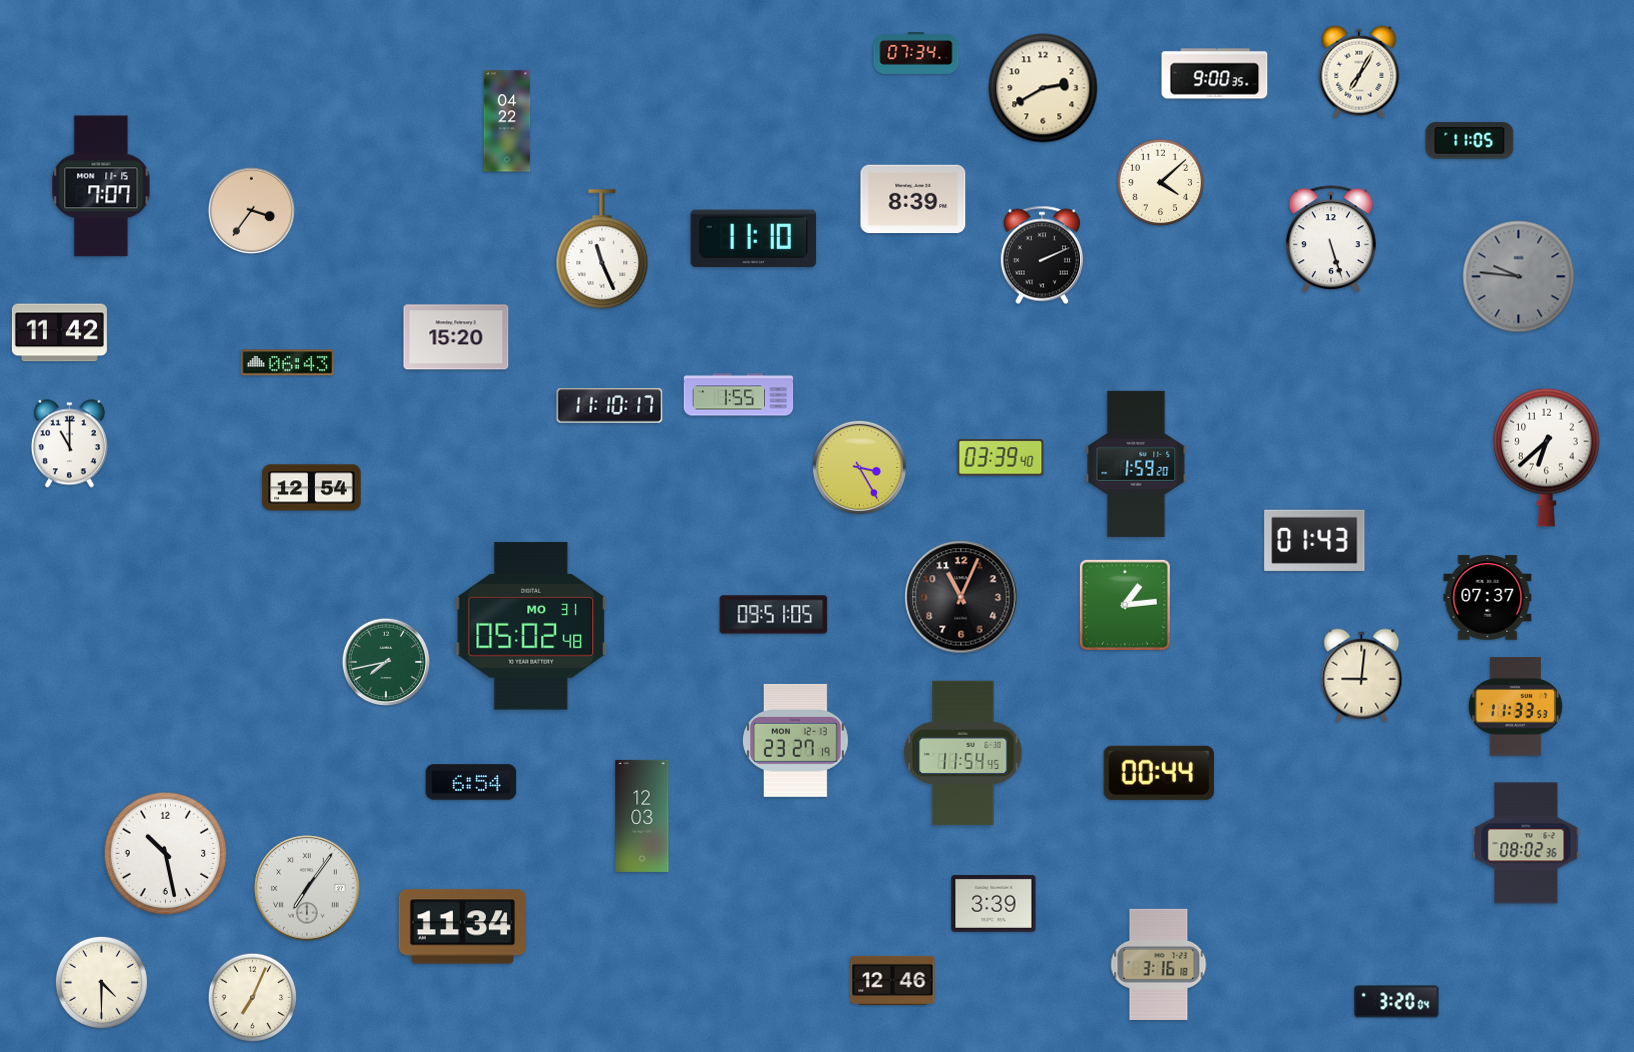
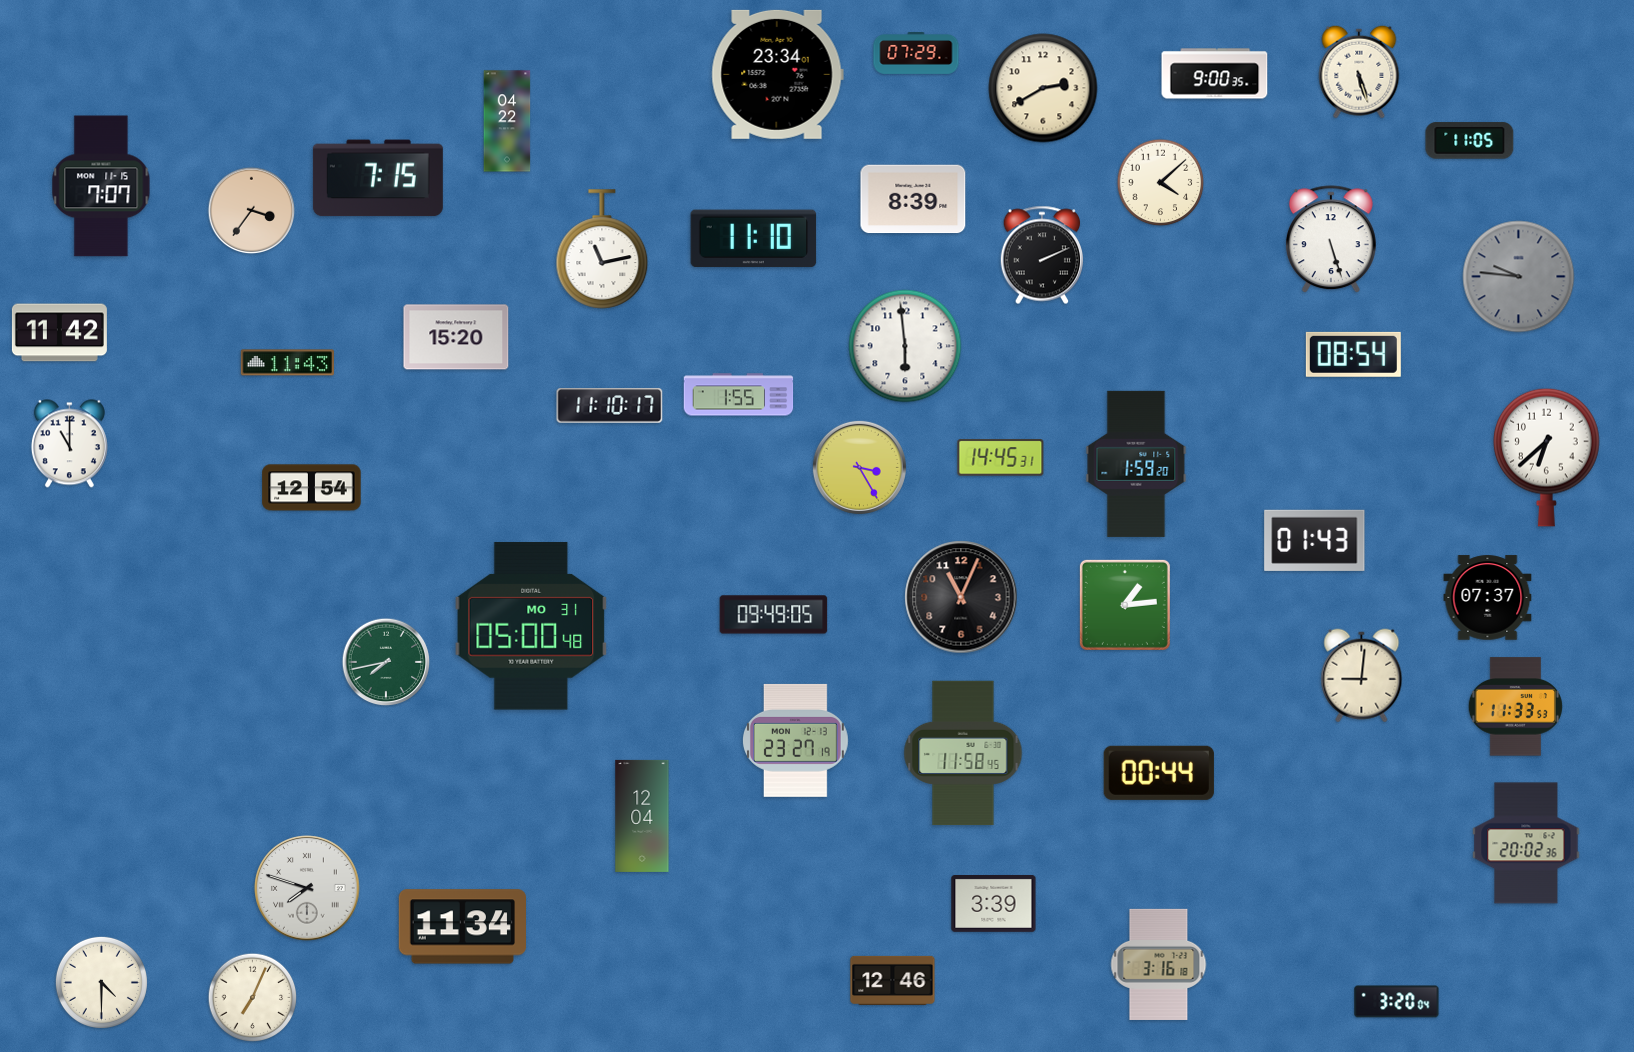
clock at (916, 54): 07:34 -> 07:29
clock at (1359, 72): 7:05 -> 5:27
clock at (777, 74): none -> 23:34
clock at (378, 178): none -> 7:15
clock at (602, 249): 11:26 -> 11:13
clock at (905, 346): none -> 5:59
clock at (1353, 354): none -> 08:54
clock at (287, 363): 06:43 -> 11:43
clock at (1001, 458): 03:39 -> 14:45
clock at (774, 615): 09:51 -> 09:49
clock at (531, 626): 05:02 -> 05:00
clock at (963, 753): 11:54 -> 11:58
clock at (471, 782): 6:54 -> none
clock at (642, 816): 12:03 -> 12:04
clock at (1526, 843): 08:02 -> 20:02
clock at (166, 854): 10:28 -> none
clock at (307, 888): 7:06 -> 7:48
